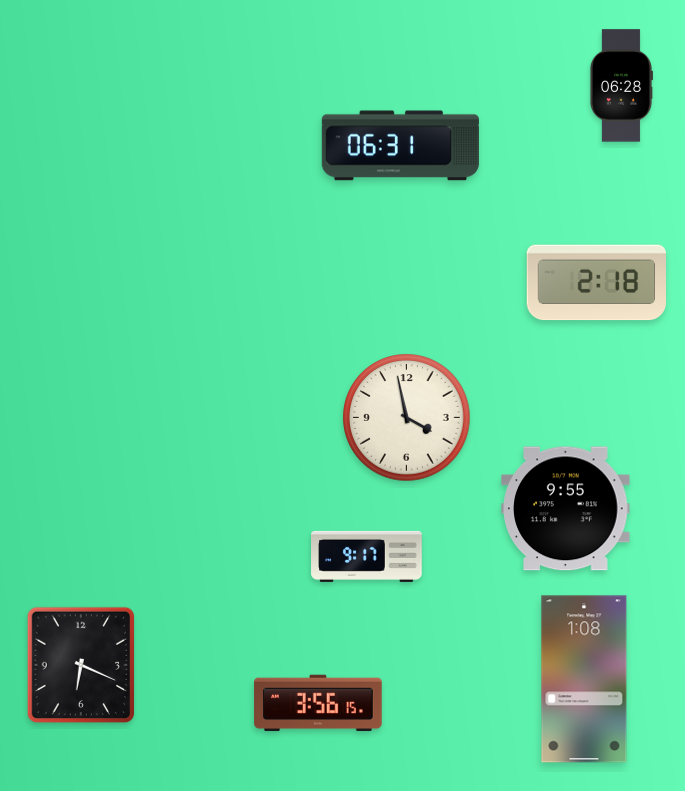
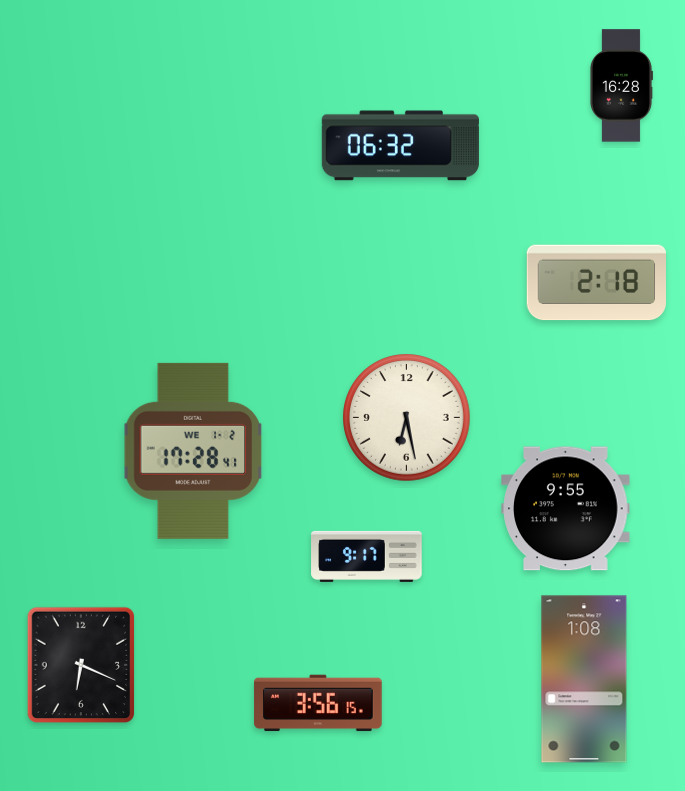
clock at (621, 86): 06:28 -> 16:28
clock at (400, 146): 06:31 -> 06:32
clock at (407, 418): 3:58 -> 6:28
clock at (193, 451): none -> 17:28
